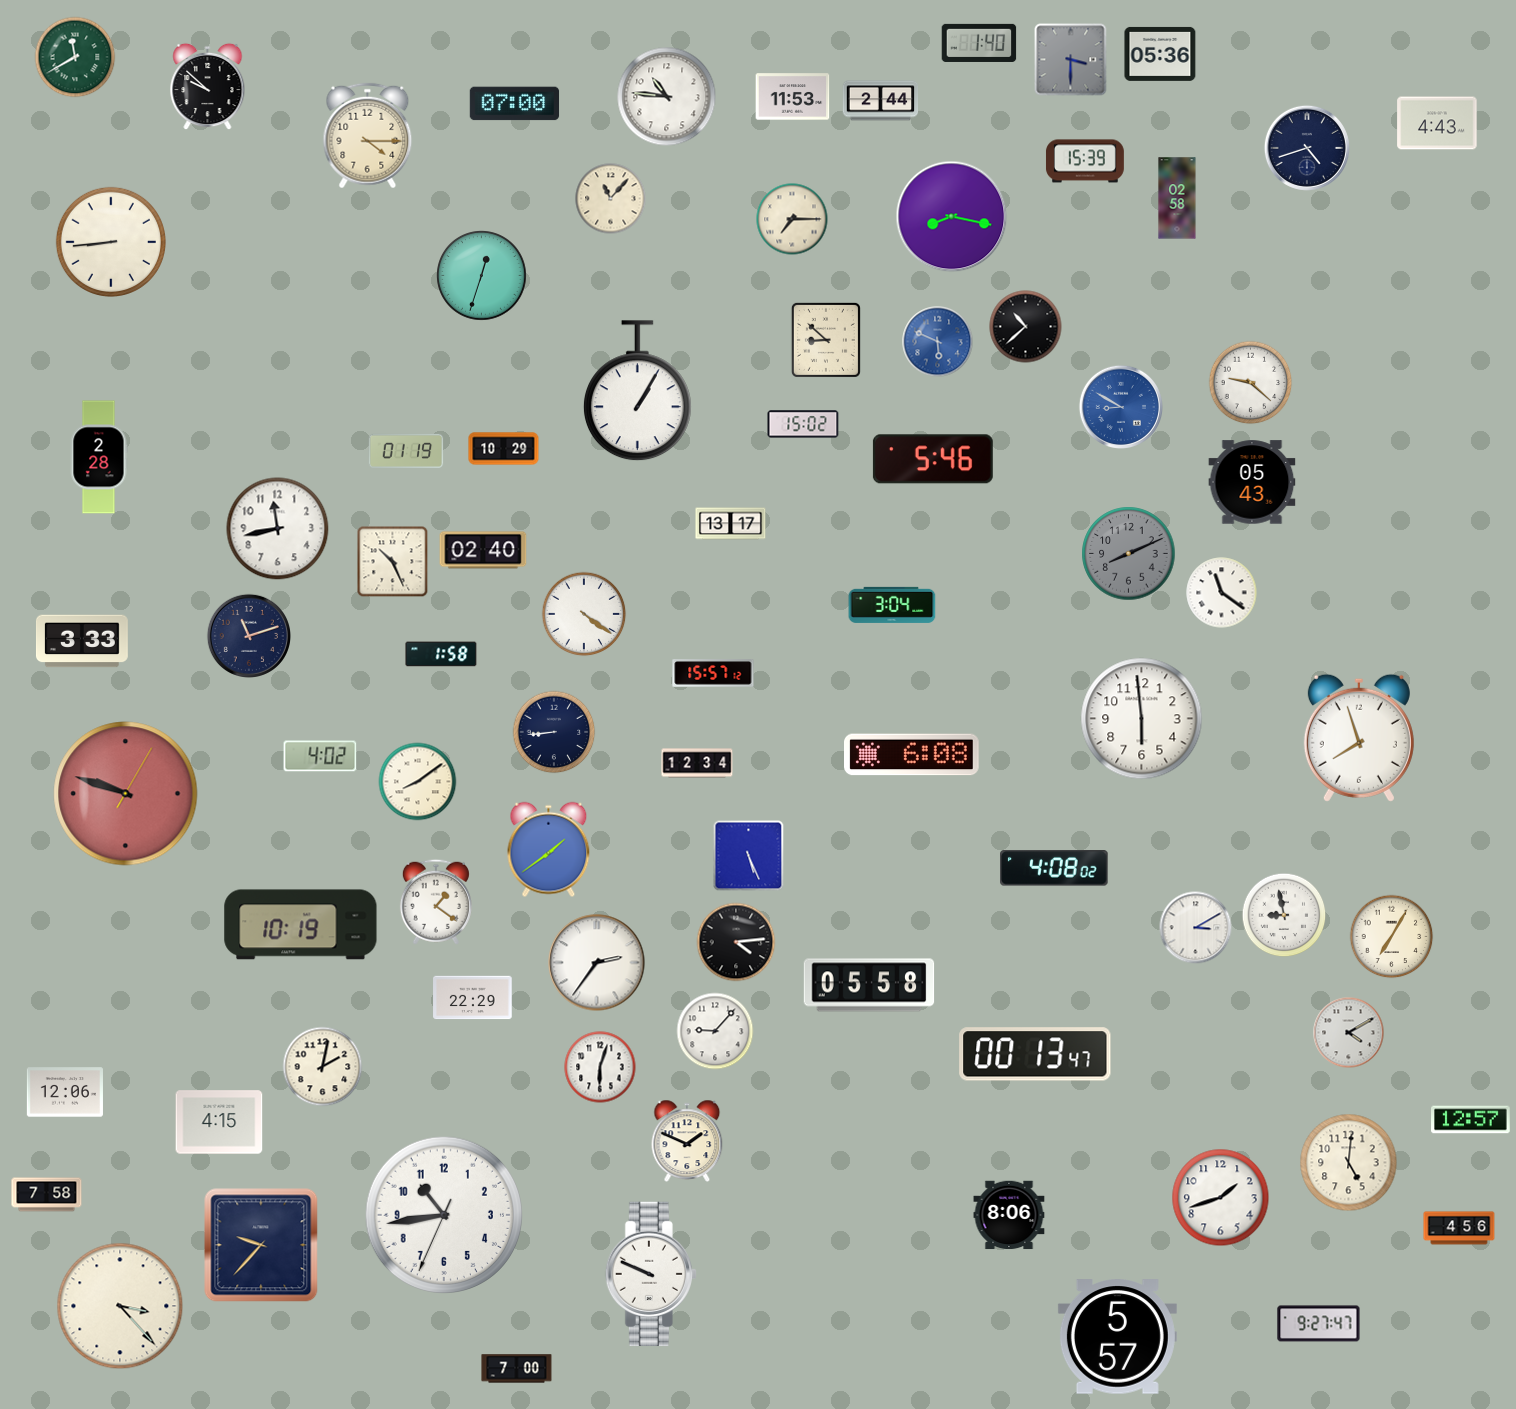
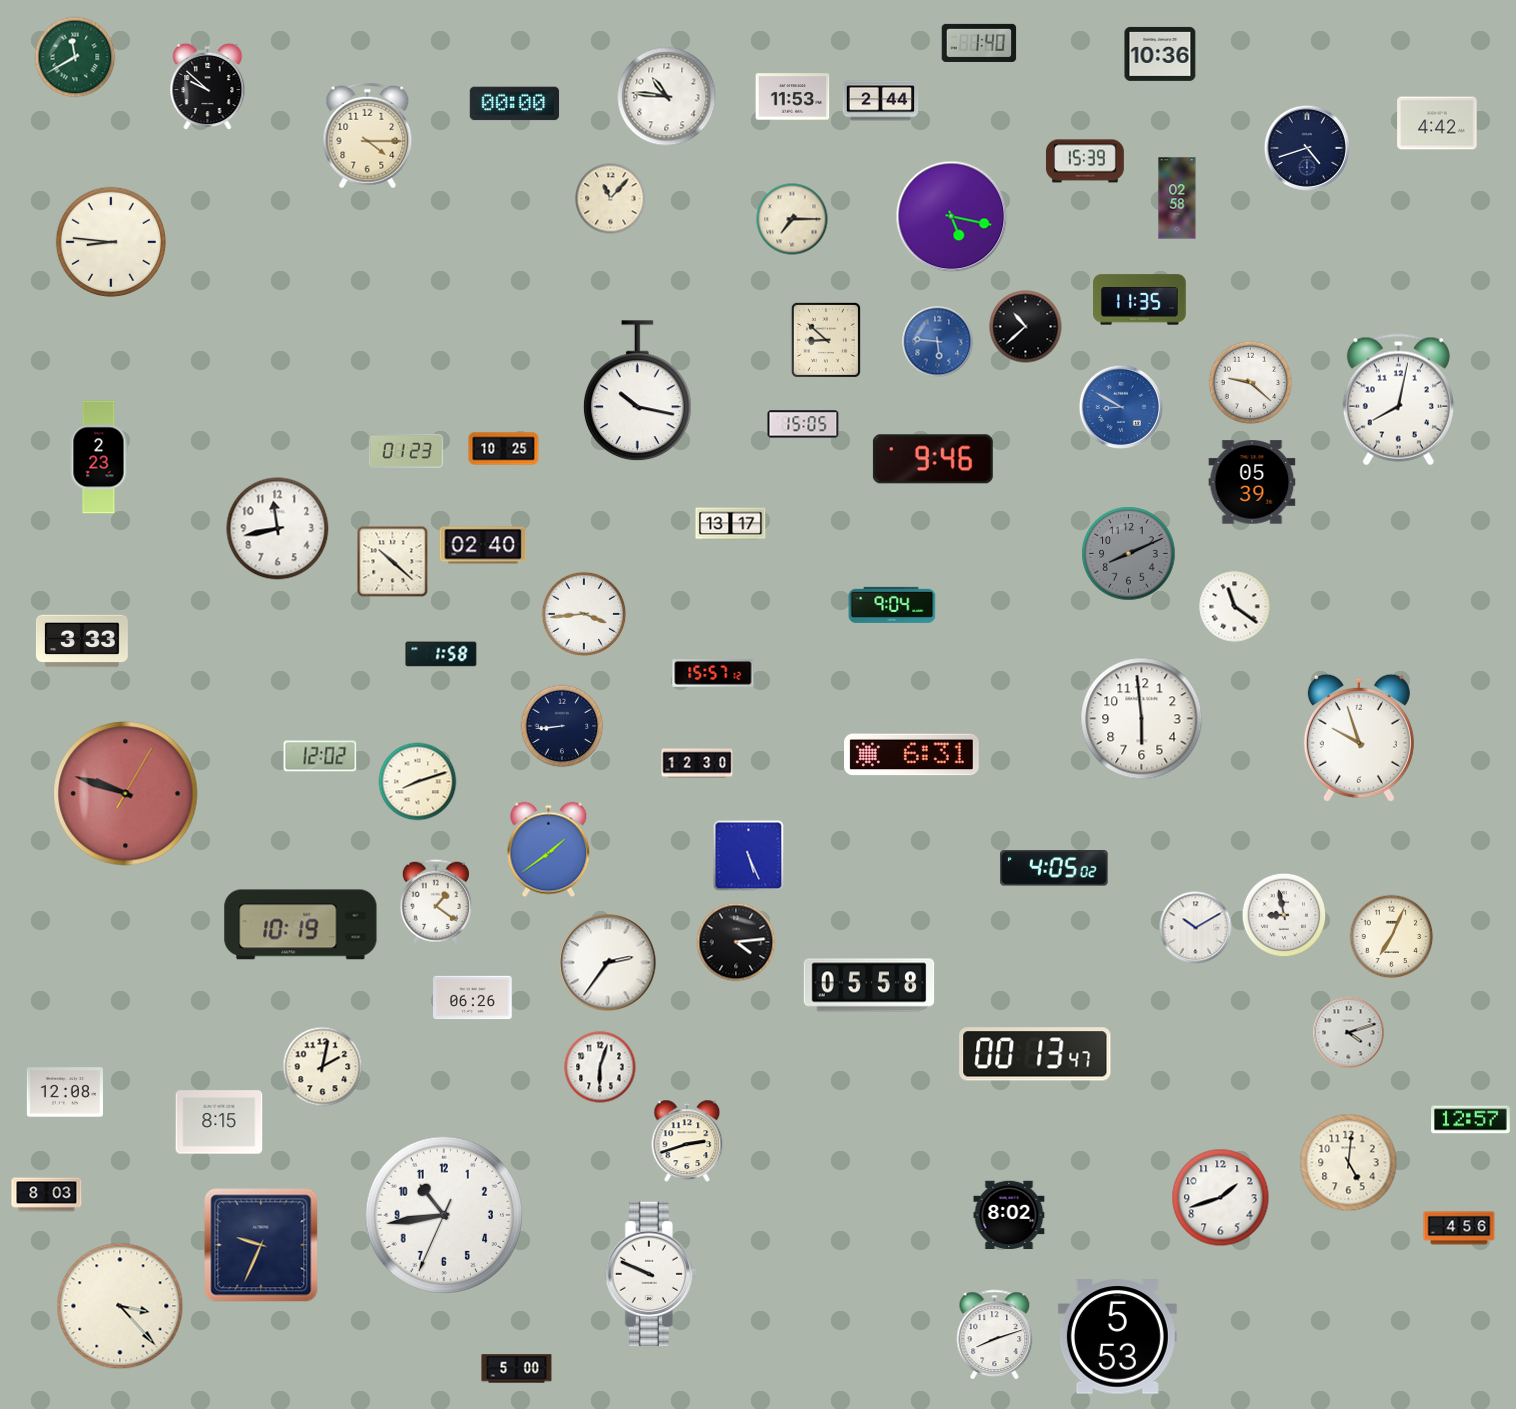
clock at (1160, 54): 05:36 -> 10:36
clock at (1071, 60): 3:30 -> none
clock at (515, 104): 07:00 -> 00:00
clock at (1437, 123): 4:43 -> 4:42
clock at (952, 217): 8:17 -> 5:17
clock at (111, 242): 8:44 -> 8:46
clock at (482, 276): 12:33 -> none
clock at (1140, 300): none -> 11:35
clock at (938, 342): 5:49 -> 5:46
clock at (637, 391): 1:05 -> 10:17
clock at (1398, 400): none -> 8:02
clock at (803, 424): 15:02 -> 15:05
clock at (504, 449): 10:29 -> 10:25
clock at (406, 451): 01:19 -> 01:23
clock at (99, 457): 2:28 -> 2:23
clock at (933, 459): 5:46 -> 9:46
clock at (1252, 482): 05:43 -> 05:39
clock at (483, 550) position: (483, 550) -> (483, 545)
clock at (393, 562): 10:26 -> 10:22
clock at (1222, 593) position: (1222, 593) -> (1235, 607)
clock at (892, 605): 3:04 -> 9:04
clock at (584, 614): 4:21 -> 3:44
clock at (248, 635): 11:12 -> none
clock at (554, 732) position: (554, 732) -> (562, 726)
clock at (1359, 738): 7:57 -> 9:57
clock at (912, 755): 6:08 -> 6:31
clock at (320, 756): 4:02 -> 12:02
clock at (697, 763): 12:34 -> 12:30
clock at (418, 782): 8:09 -> 8:12
clock at (1054, 868): 4:08 -> 4:05
clock at (1196, 928): 3:10 -> 10:10
clock at (1392, 937): 7:05 -> 7:04
clock at (597, 963) position: (597, 963) -> (608, 963)
clock at (473, 998): 22:29 -> 06:26
clock at (715, 1031): 9:07 -> none
clock at (1349, 1033): 4:10 -> 4:12
clock at (65, 1092): 12:06 -> 12:08
clock at (219, 1122): 4:15 -> 8:15
clock at (687, 1141): 1:49 -> 2:42
clock at (47, 1195): 7:58 -> 8:03
clock at (1009, 1215): 8:06 -> 8:02
clock at (261, 1245): 9:37 -> 9:34
clock at (1319, 1324): 9:27 -> none
clock at (995, 1335): none -> 8:12
clock at (1117, 1337): 5:57 -> 5:53
clock at (517, 1369): 7:00 -> 5:00
